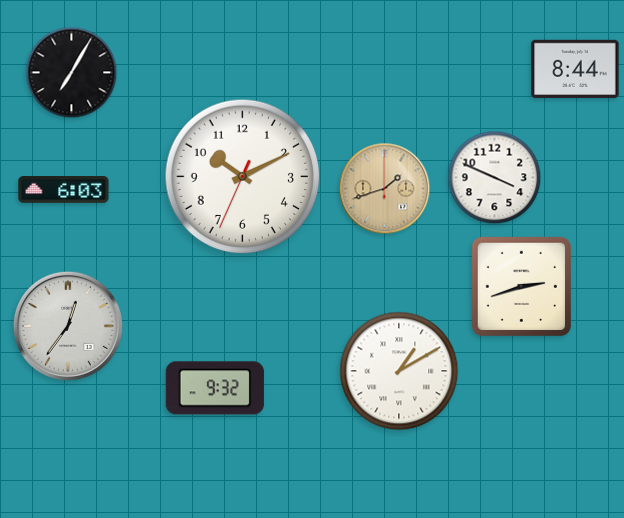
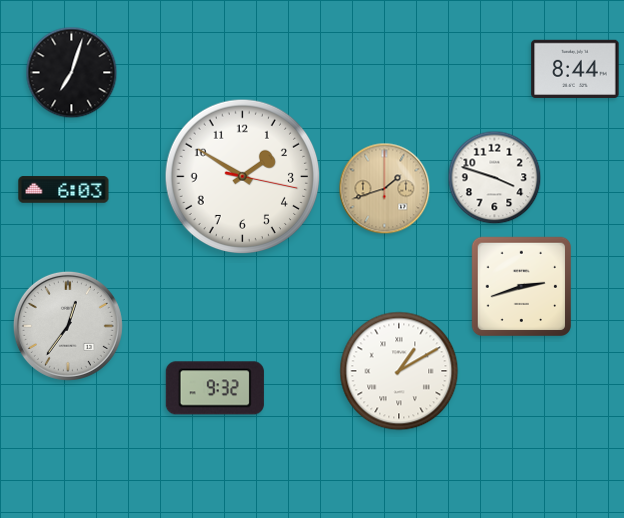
clock at (72, 73): 7:05 -> 7:03
clock at (243, 177): 10:10 -> 1:50
clock at (495, 178): 3:49 -> 3:48
